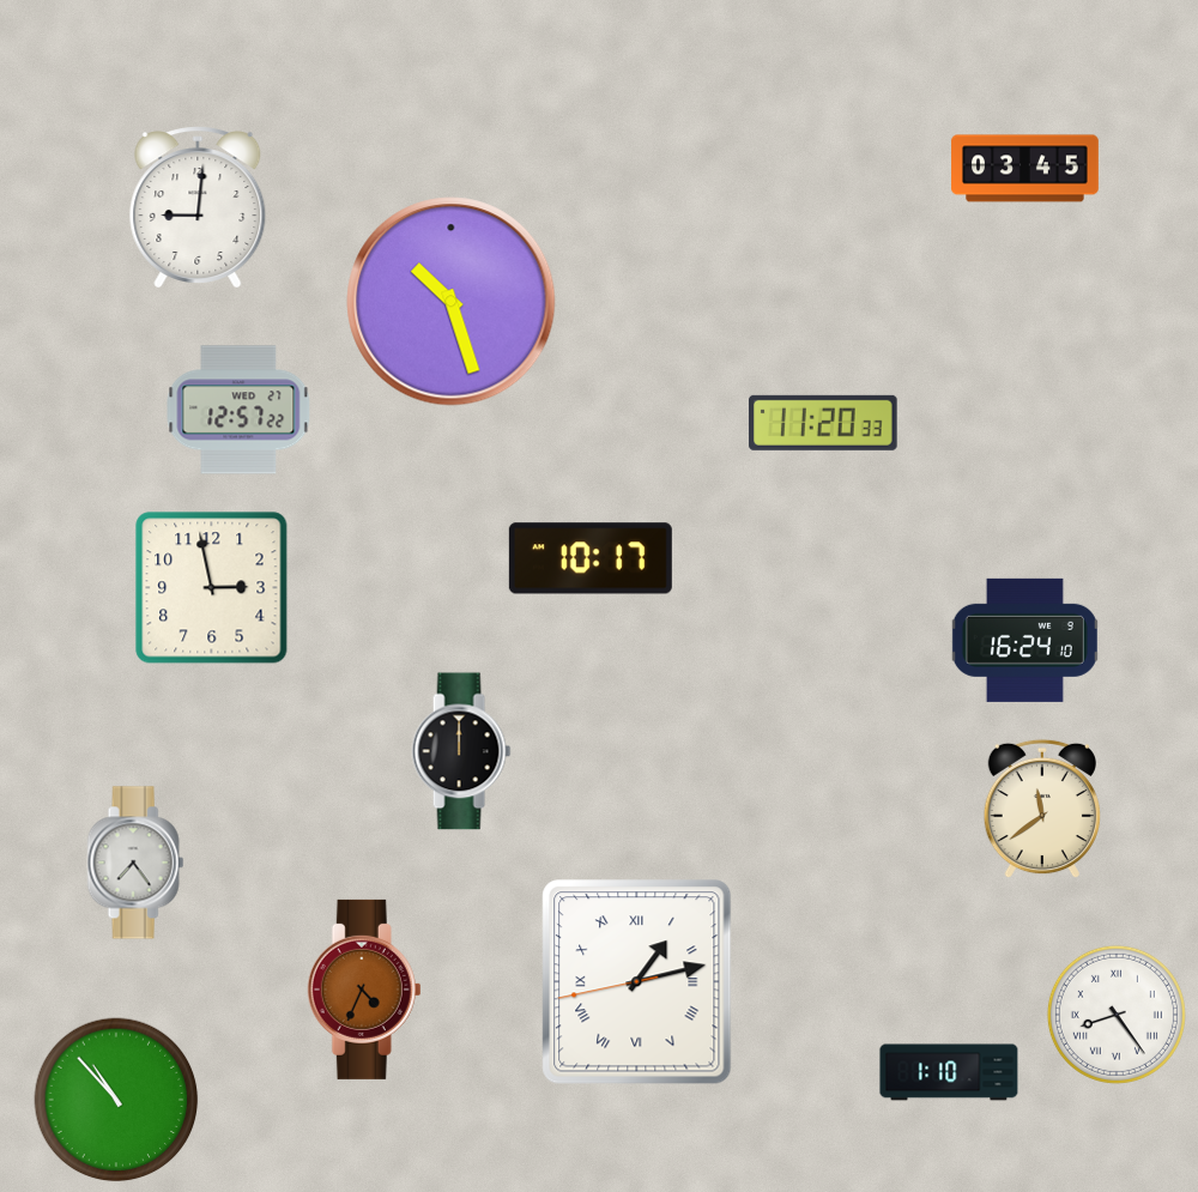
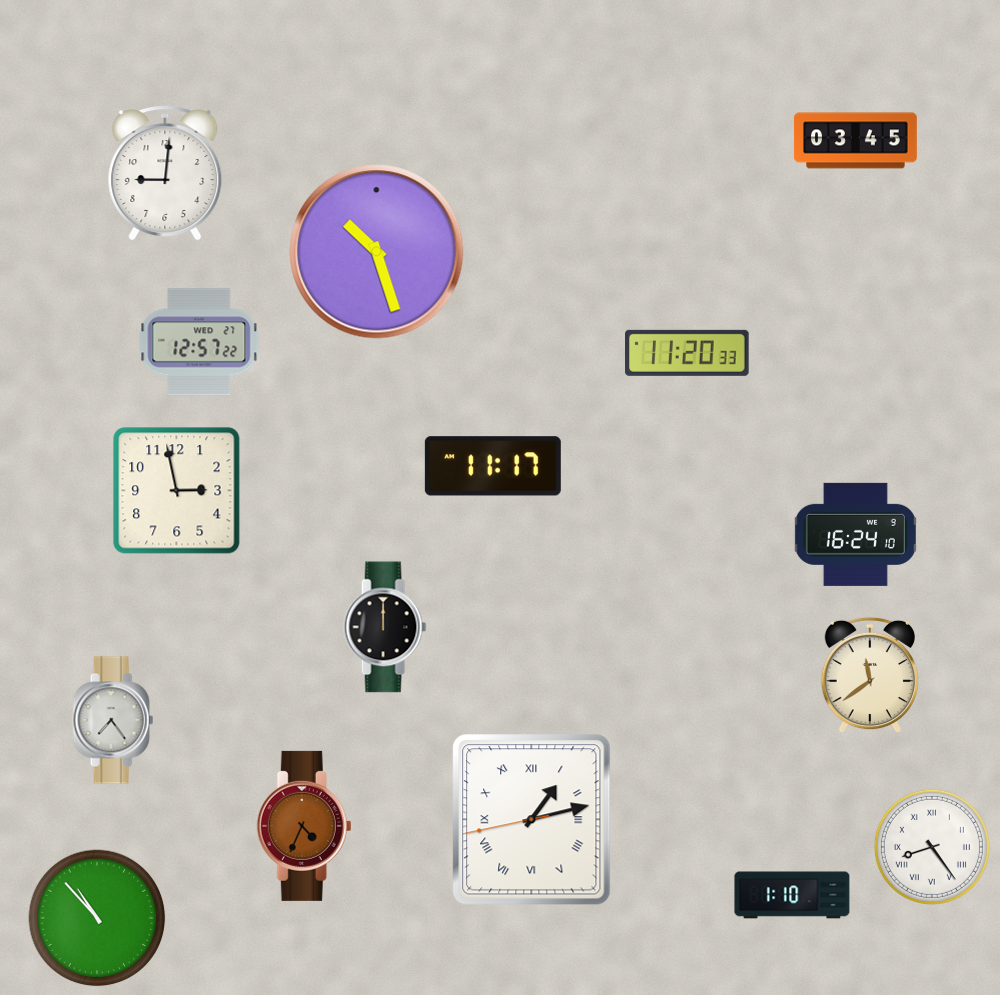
clock at (591, 558): 10:17 -> 11:17
